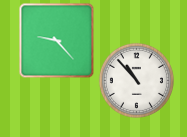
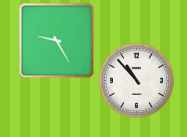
clock at (57, 41): 9:23 -> 9:25
